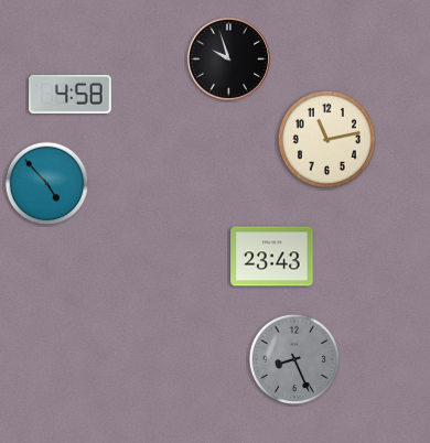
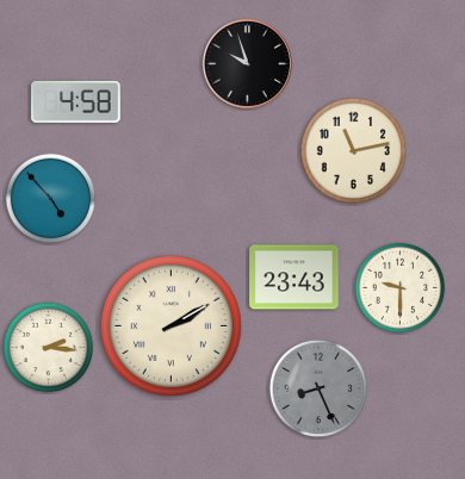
clock at (401, 288): none -> 9:30
clock at (170, 325): none -> 2:10
clock at (49, 348): none -> 2:16
